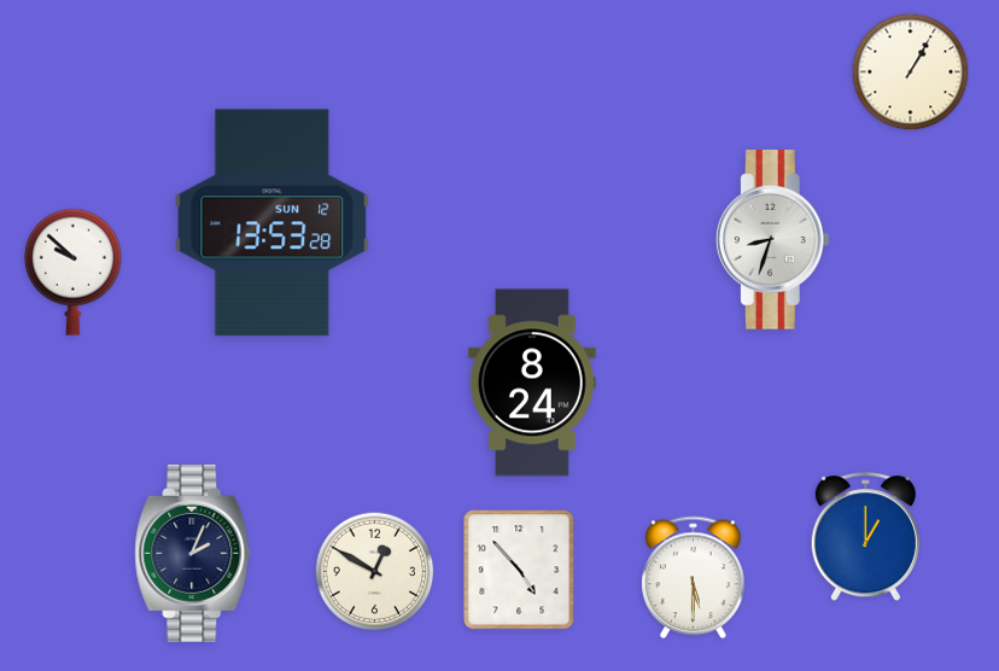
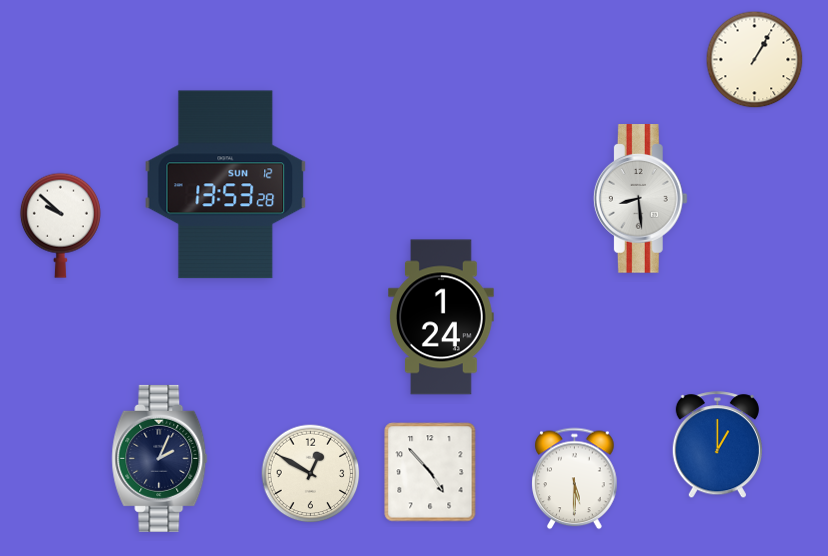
clock at (772, 240): 8:33 -> 8:29
clock at (532, 383): 8:24 -> 1:24
